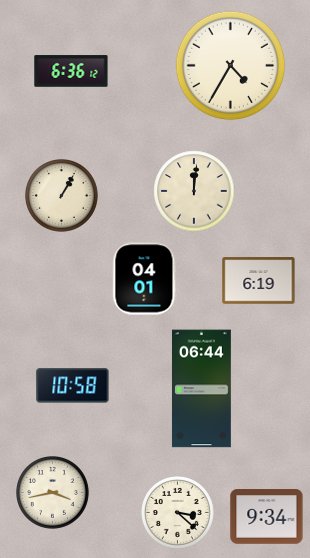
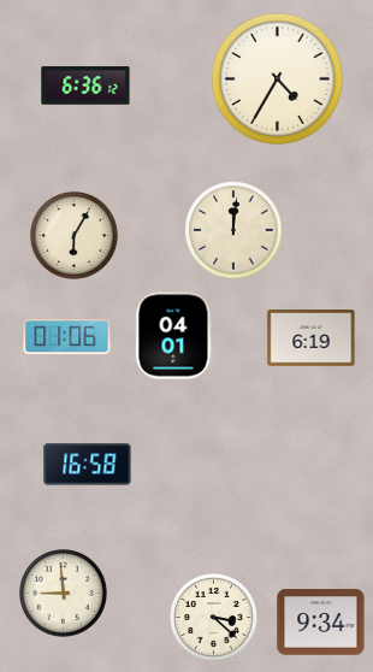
clock at (62, 196): 1:05 -> 6:05
clock at (67, 337): none -> 01:06
clock at (73, 386): 10:58 -> 16:58
clock at (201, 389): 06:44 -> none
clock at (53, 493): 3:43 -> 8:59
